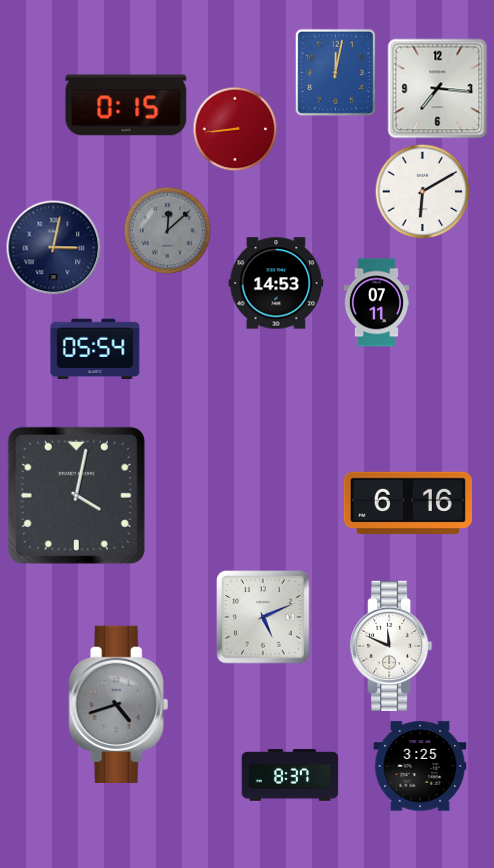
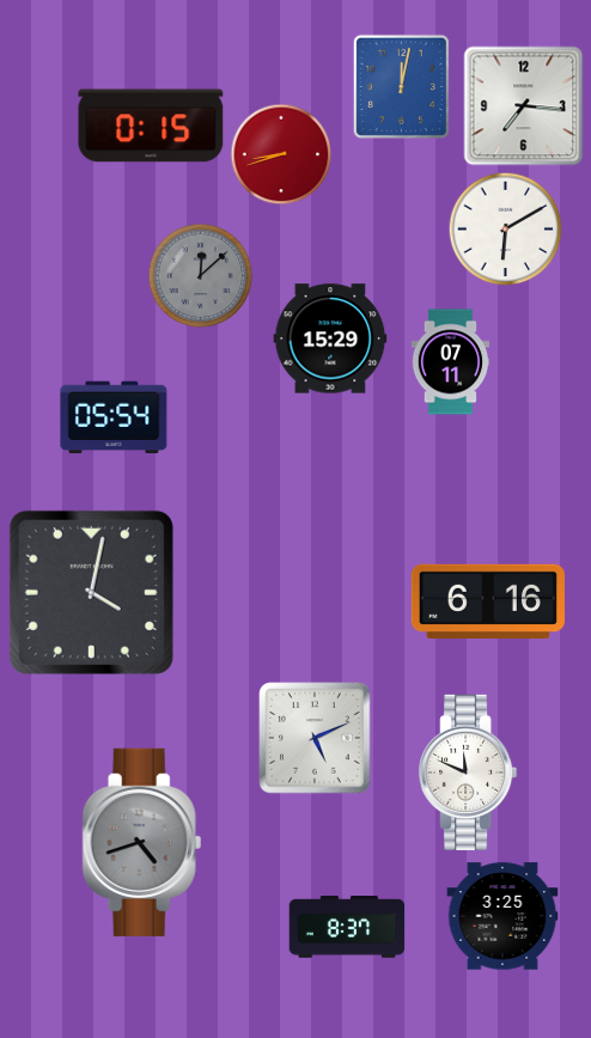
clock at (235, 129): 8:44 -> 8:42
clock at (54, 248): 3:02 -> none
clock at (276, 283): 14:53 -> 15:29
